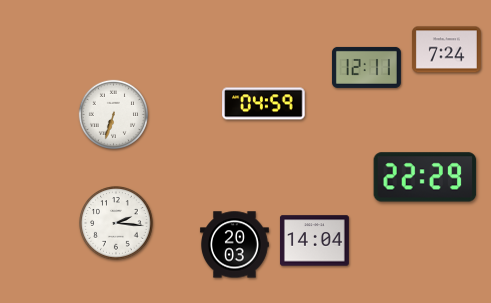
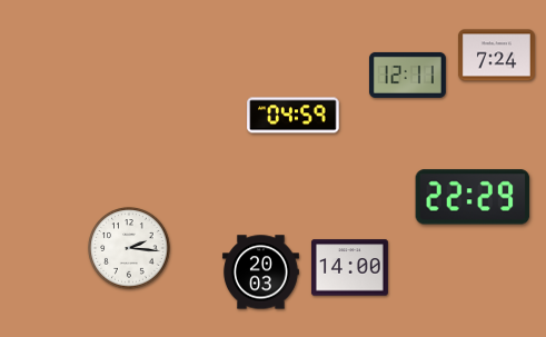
clock at (114, 115): 6:33 -> none
clock at (314, 241): 14:04 -> 14:00
